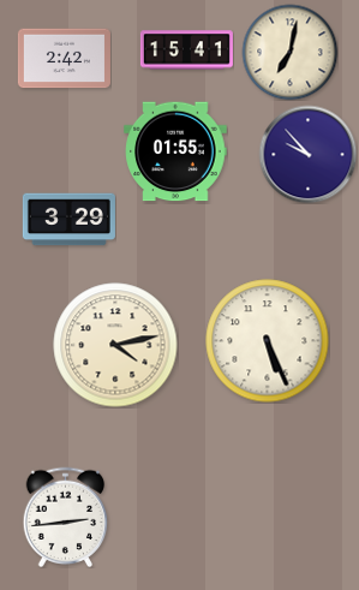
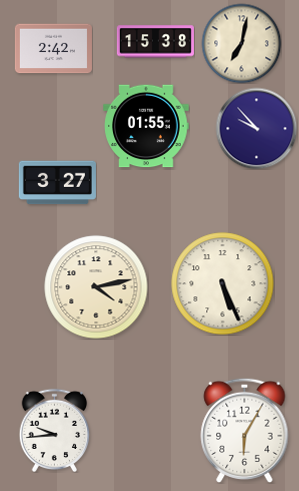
clock at (186, 50): 15:41 -> 15:38
clock at (68, 220): 3:29 -> 3:27
clock at (66, 517): 2:44 -> 9:44
clock at (245, 430): none -> 6:05
